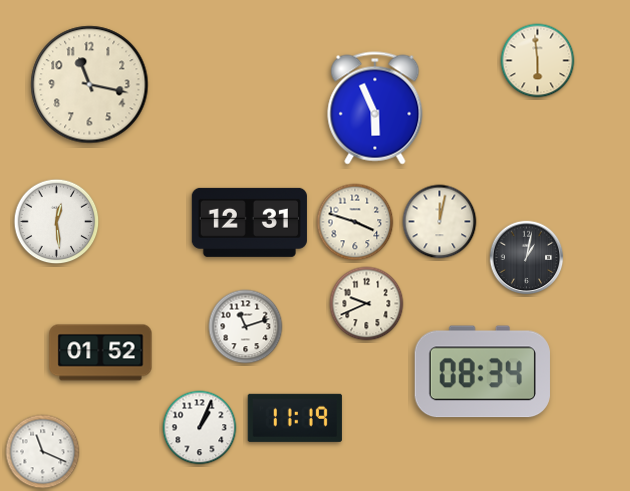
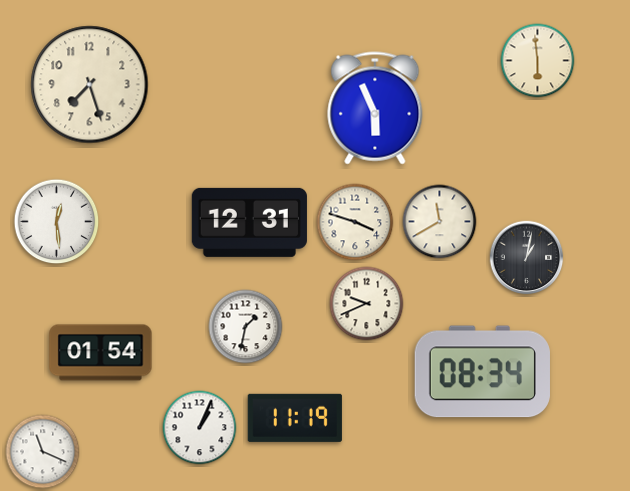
clock at (90, 85): 11:17 -> 7:27
clock at (440, 222): 12:02 -> 11:40
clock at (246, 327): 11:12 -> 1:32
clock at (101, 353): 01:52 -> 01:54
